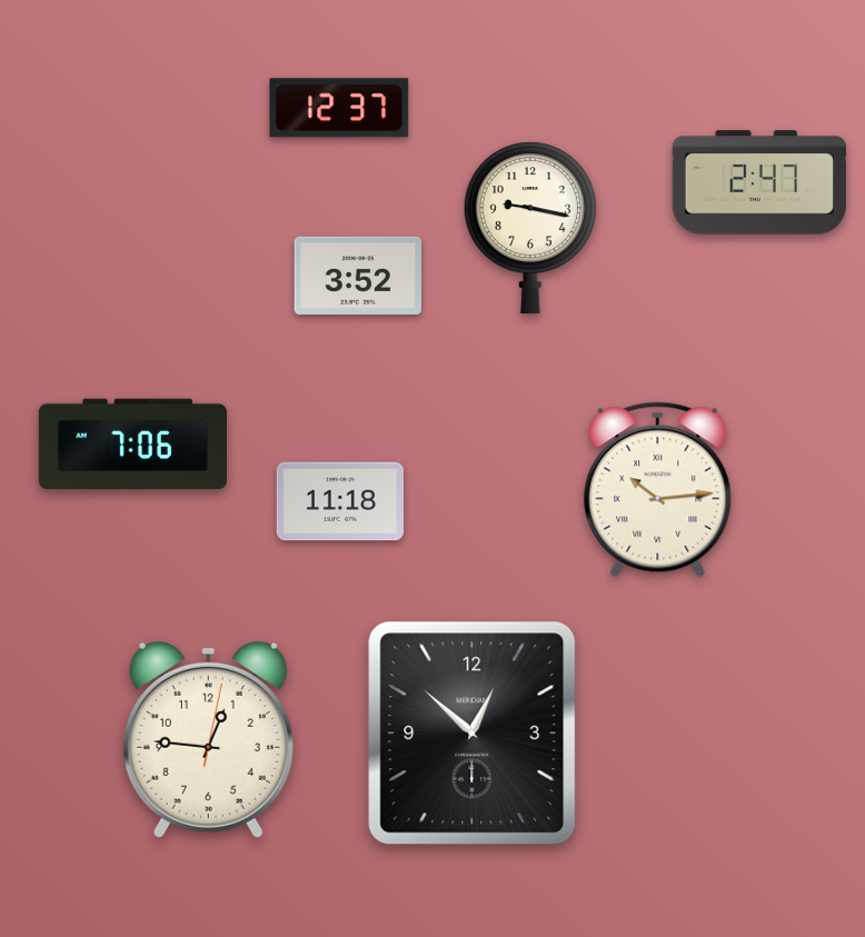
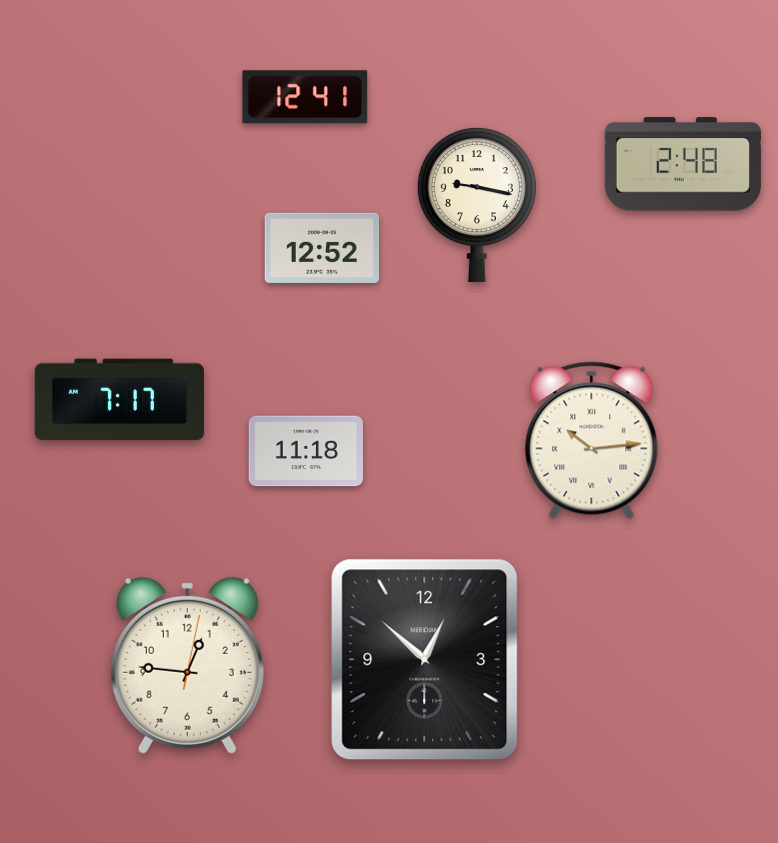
clock at (339, 108): 12:37 -> 12:41
clock at (759, 182): 2:47 -> 2:48
clock at (358, 276): 3:52 -> 12:52
clock at (132, 445): 7:06 -> 7:17
